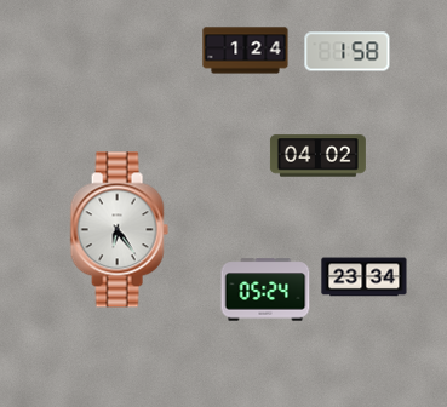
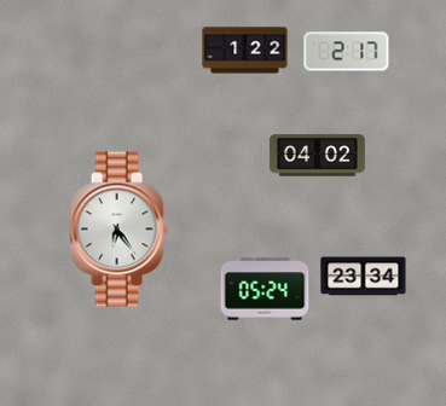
clock at (246, 51): 1:24 -> 1:22
clock at (348, 52): 1:58 -> 2:17
